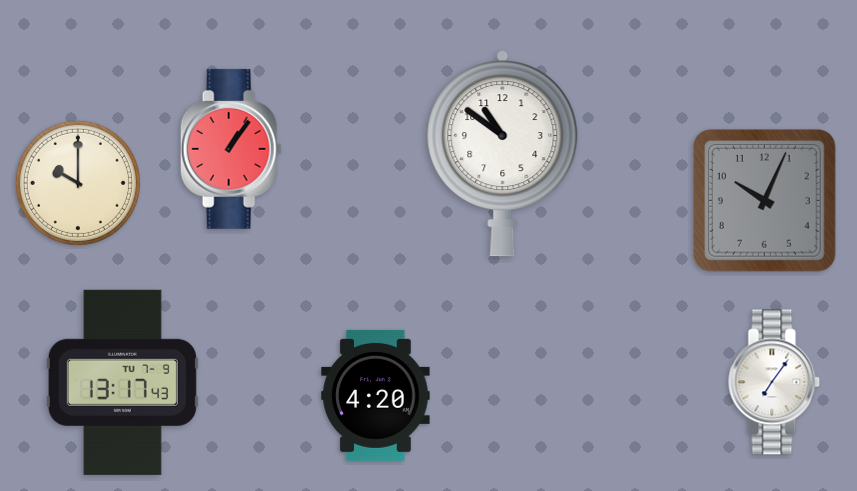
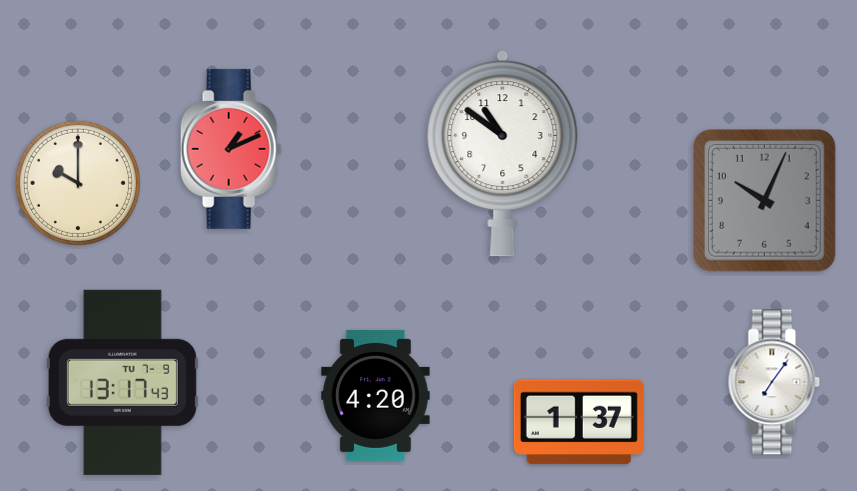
clock at (231, 149): 1:06 -> 1:11
clock at (579, 422): none -> 1:37
